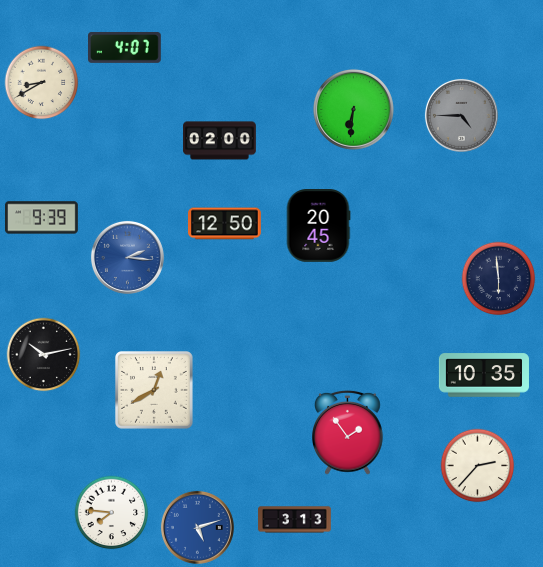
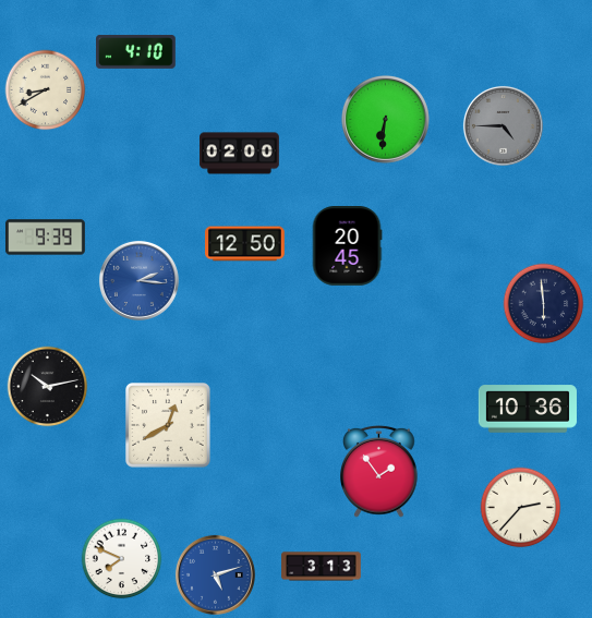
clock at (125, 47): 4:07 -> 4:10
clock at (484, 375): 10:35 -> 10:36
clock at (112, 513): 7:46 -> 7:49
